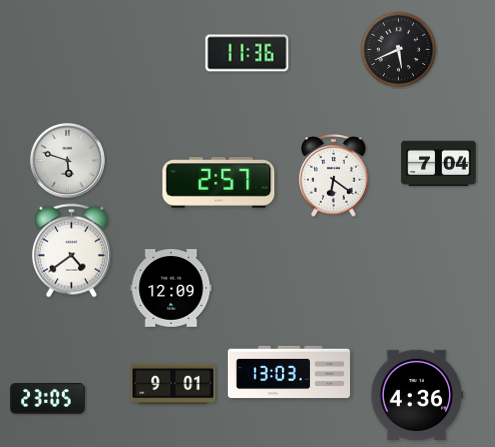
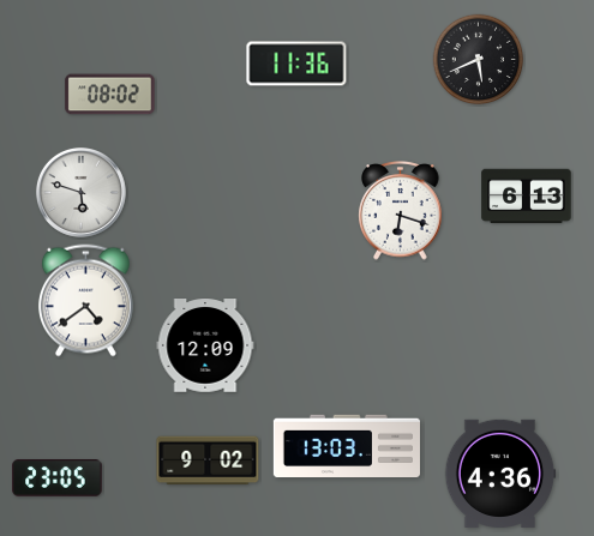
clock at (110, 95): none -> 08:02
clock at (439, 164): 7:04 -> 6:13
clock at (334, 176): 6:21 -> 6:18
clock at (219, 183): 2:57 -> none
clock at (173, 384): 9:01 -> 9:02
